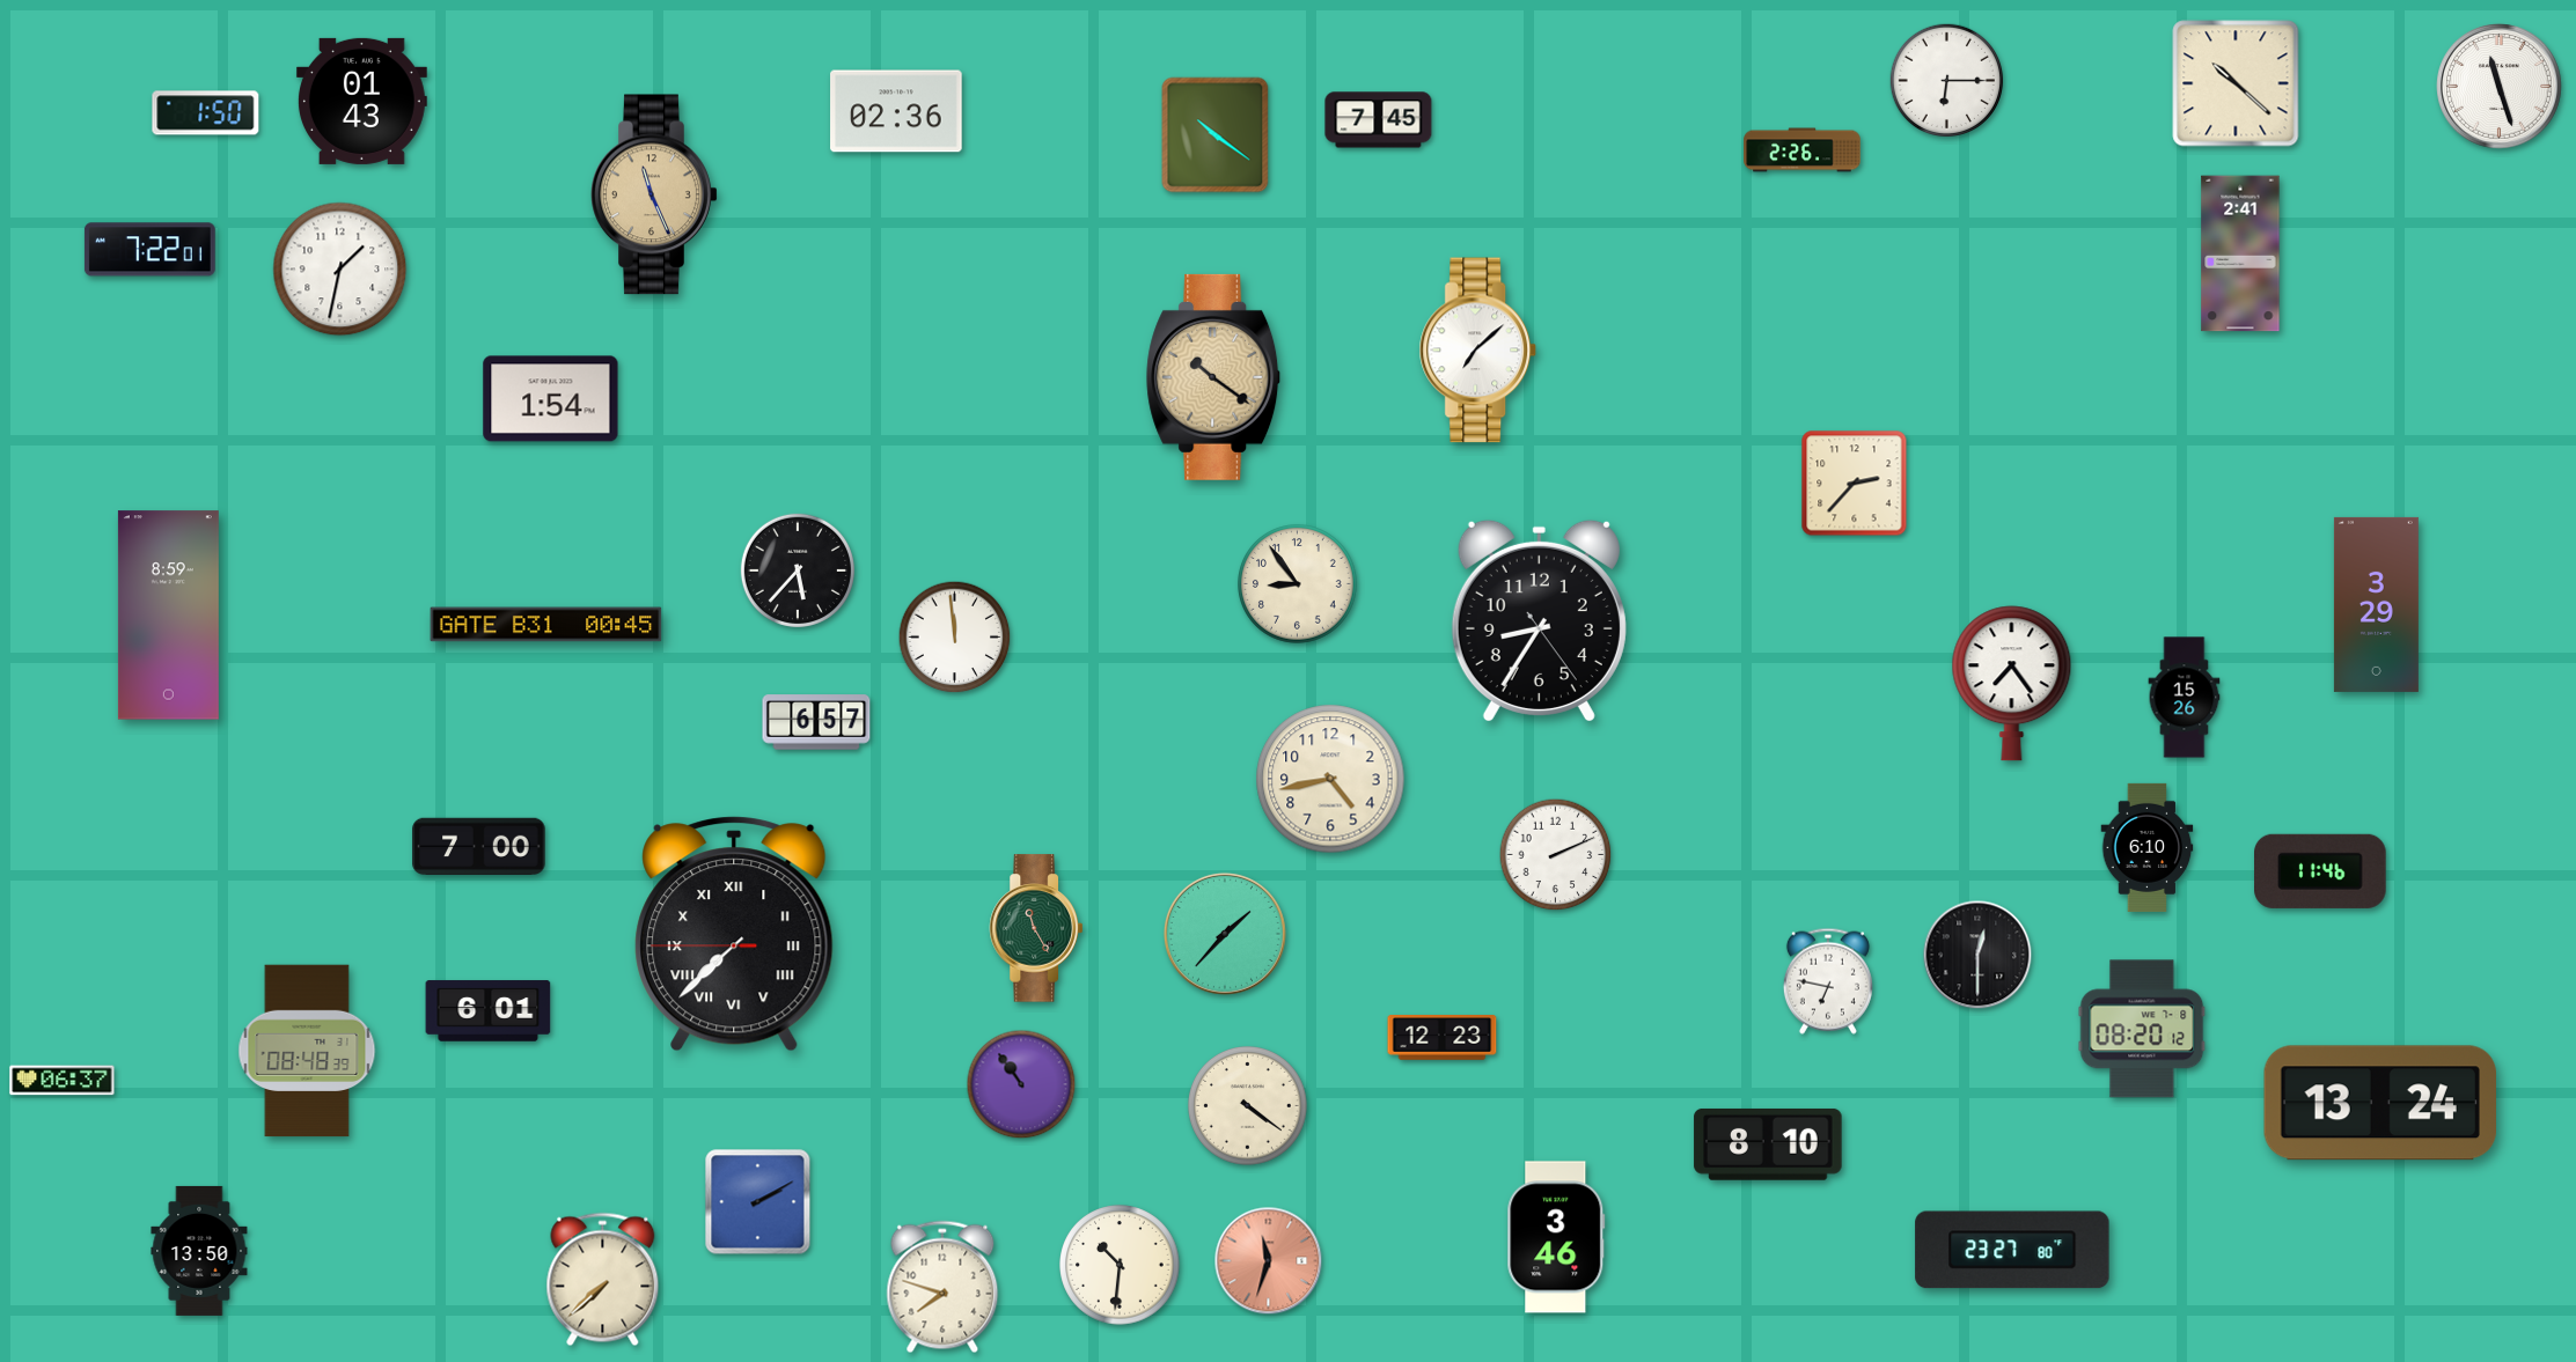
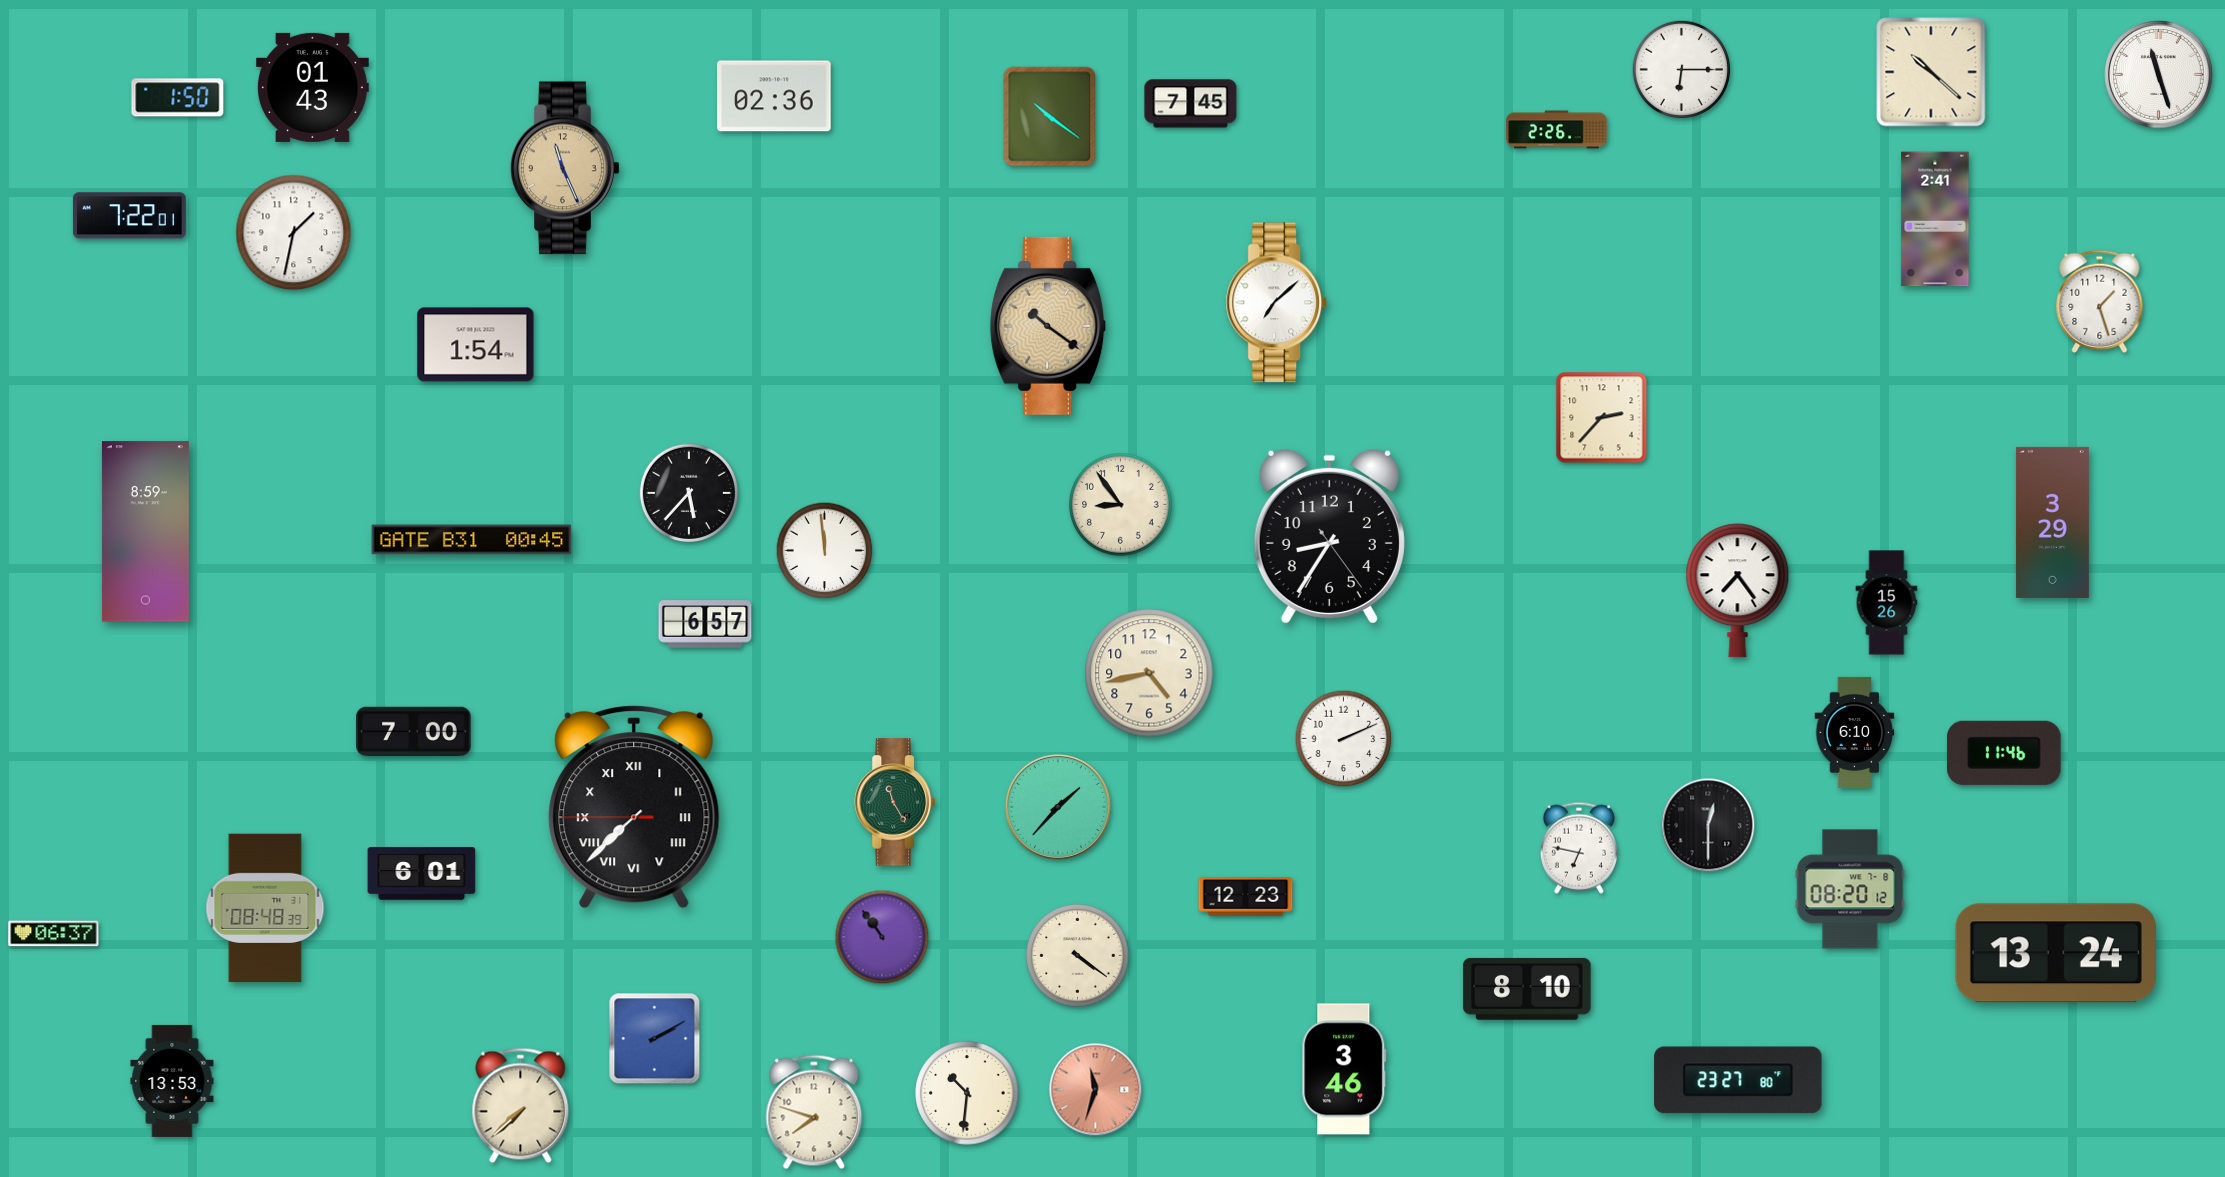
clock at (2100, 301): none -> 1:27
clock at (199, 1251): 13:50 -> 13:53
